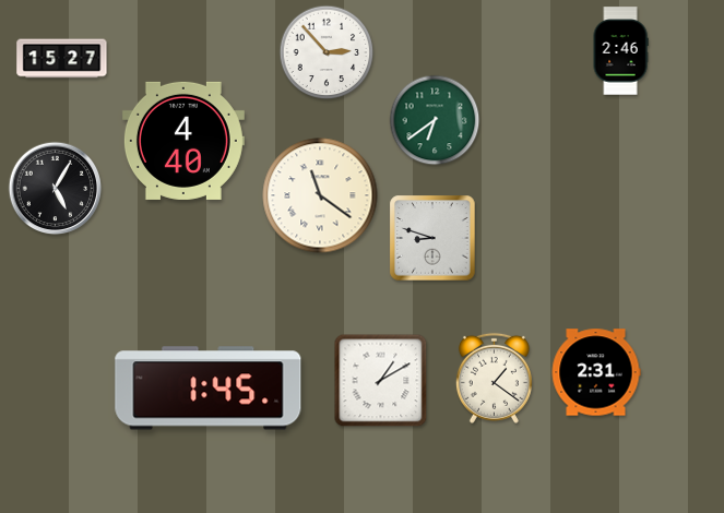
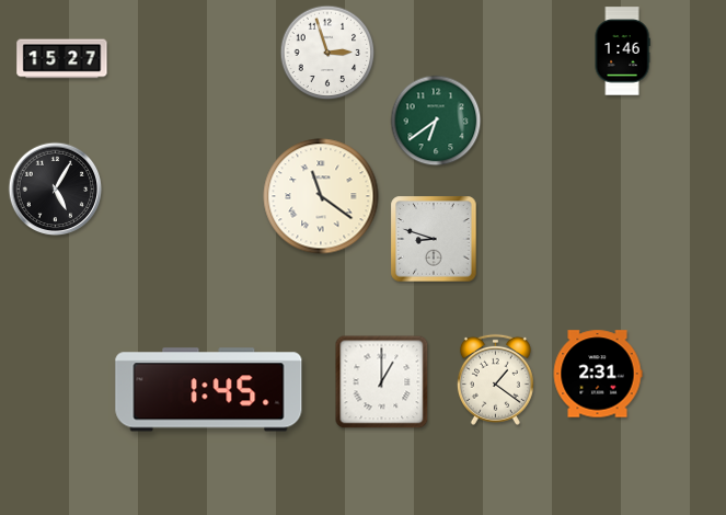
clock at (620, 51): 2:46 -> 1:46
clock at (327, 52): 2:53 -> 2:57
clock at (183, 141): 4:40 -> none
clock at (381, 381): 1:10 -> 1:00
